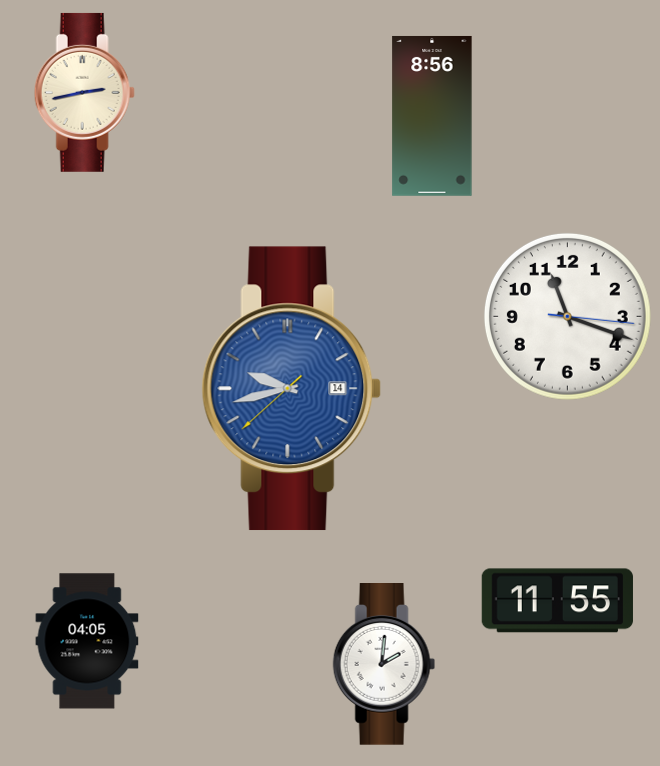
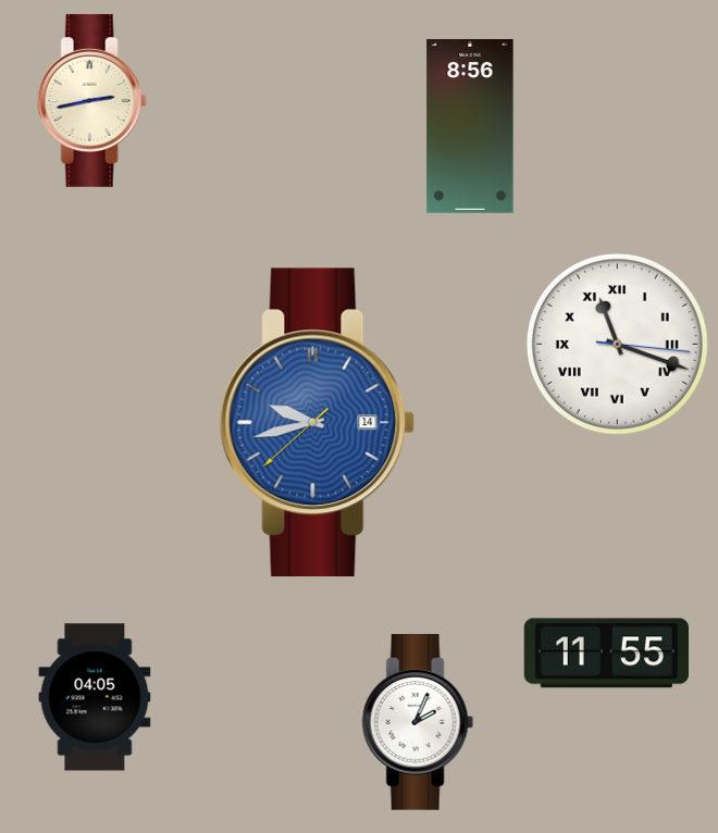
clock at (567, 316) numerals: Arabic -> Roman
clock at (384, 665): 2:01 -> 2:04
